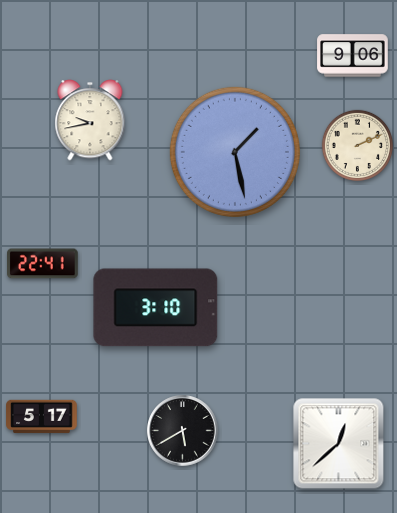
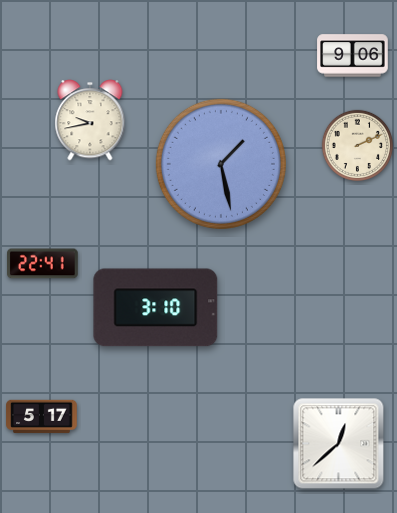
clock at (235, 152) position: (235, 152) -> (221, 164)
clock at (183, 431): 5:40 -> none
